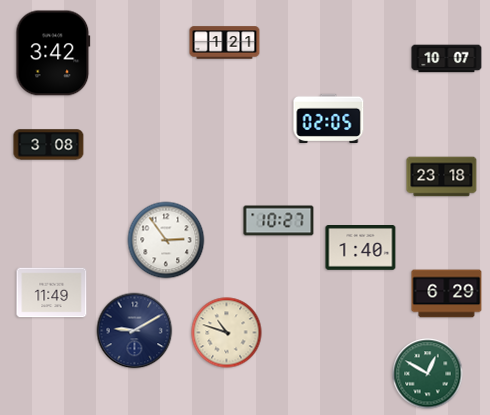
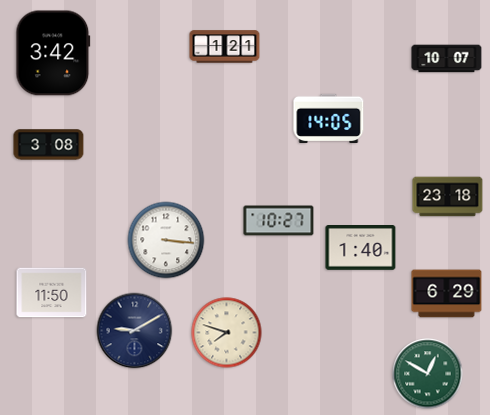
clock at (225, 43) position: (225, 43) -> (225, 47)
clock at (329, 118): 02:05 -> 14:05
clock at (442, 177) position: (442, 177) -> (448, 197)
clock at (166, 240): 2:54 -> 3:16
clock at (52, 293): 11:49 -> 11:50
clock at (227, 333): 10:48 -> 7:48
